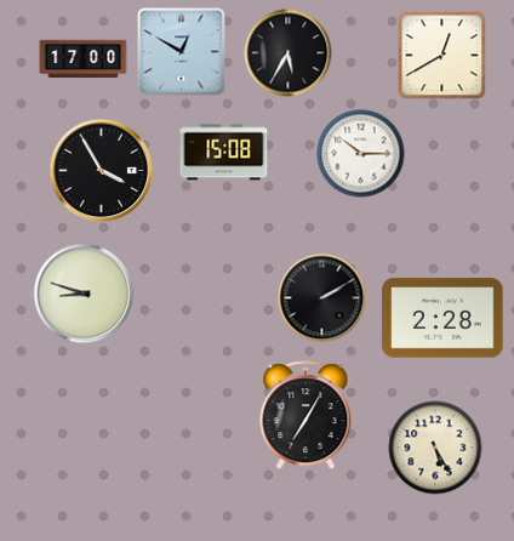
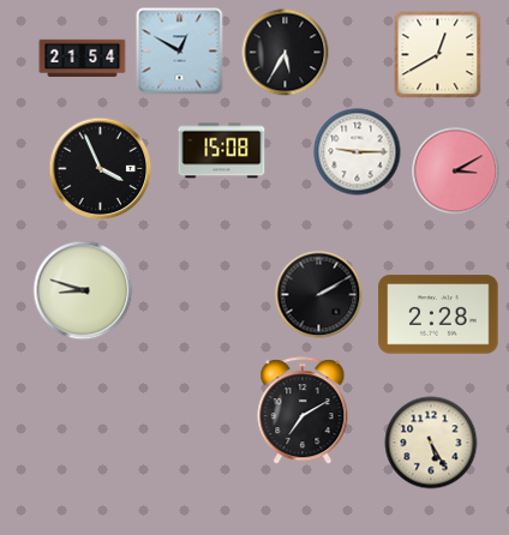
clock at (84, 59): 17:00 -> 21:54
clock at (361, 154): 10:15 -> 9:15
clock at (102, 171): 3:55 -> 3:56
clock at (456, 172): none -> 3:10
clock at (305, 416): 7:05 -> 7:10
